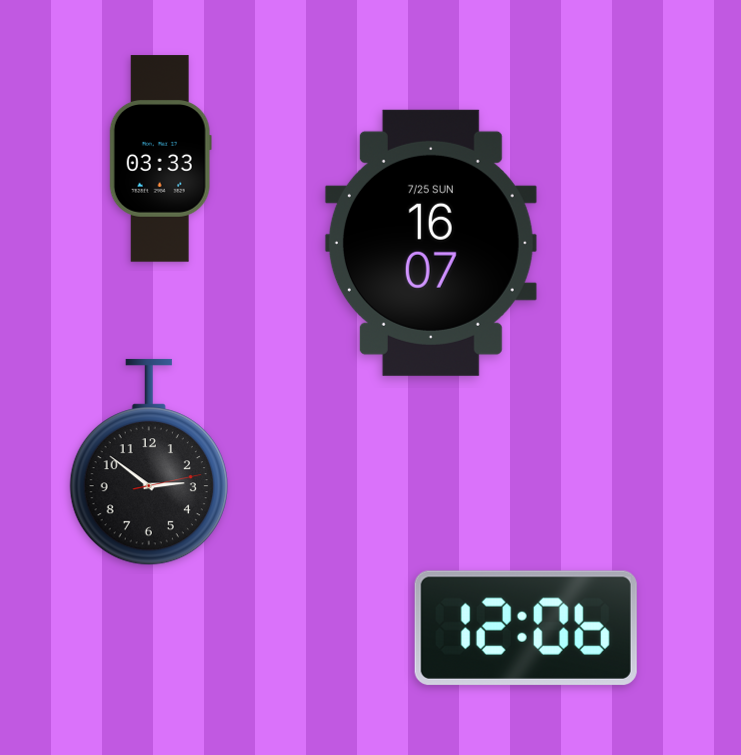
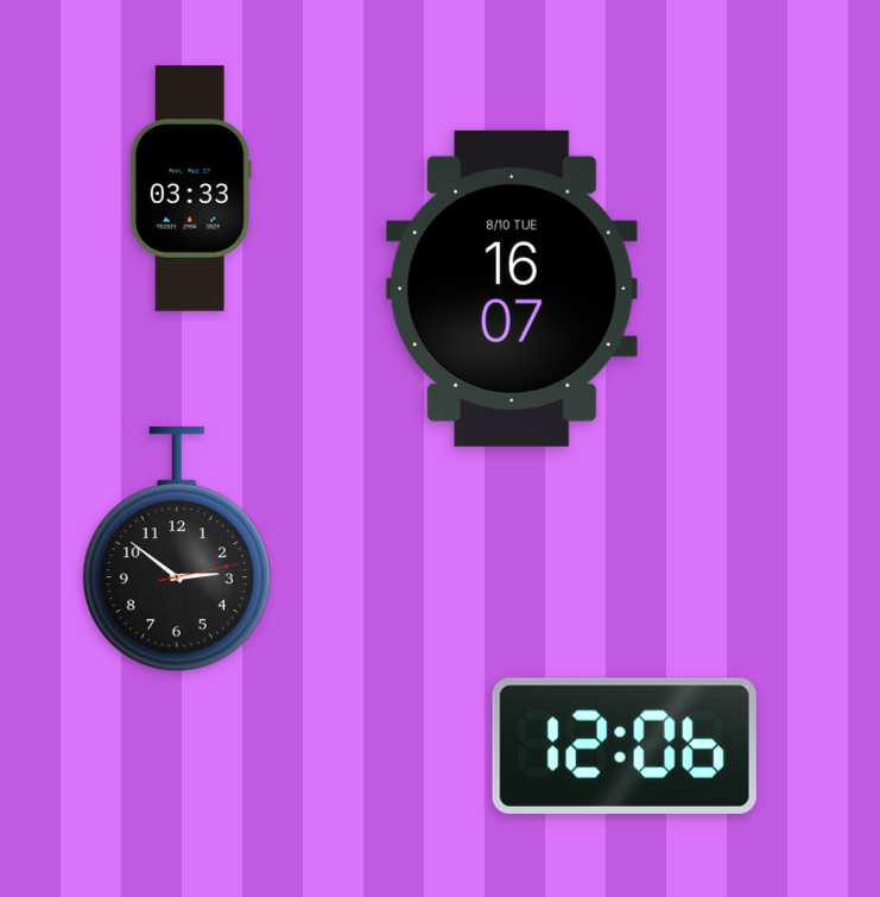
clock at (431, 243) date: 7/25 SUN -> 8/10 TUE
